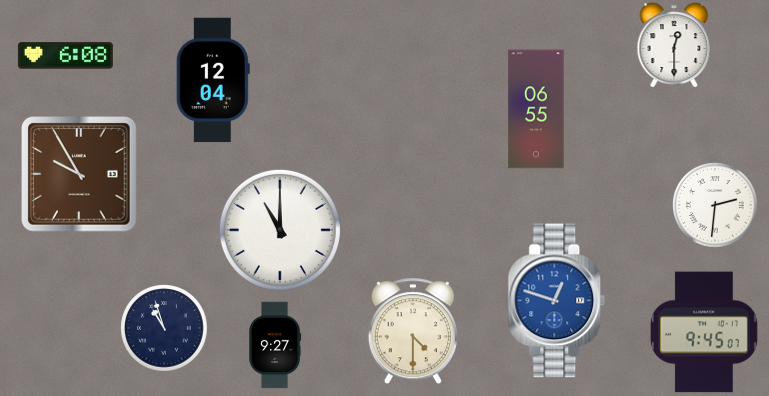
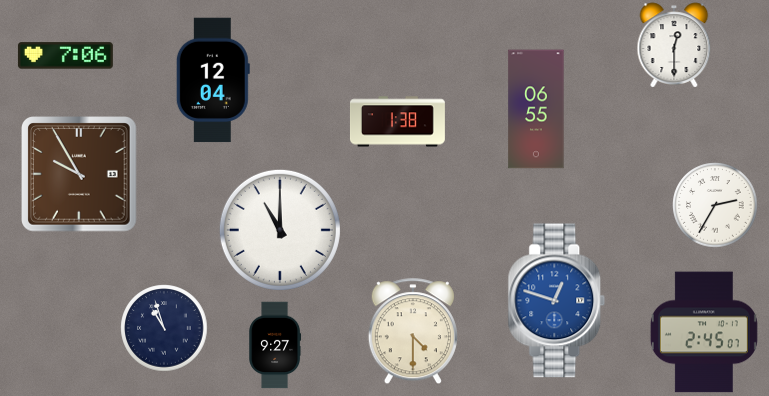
clock at (65, 56): 6:08 -> 7:06
clock at (397, 122): none -> 1:38
clock at (715, 205): 2:31 -> 2:35
clock at (704, 332): 9:45 -> 2:45
